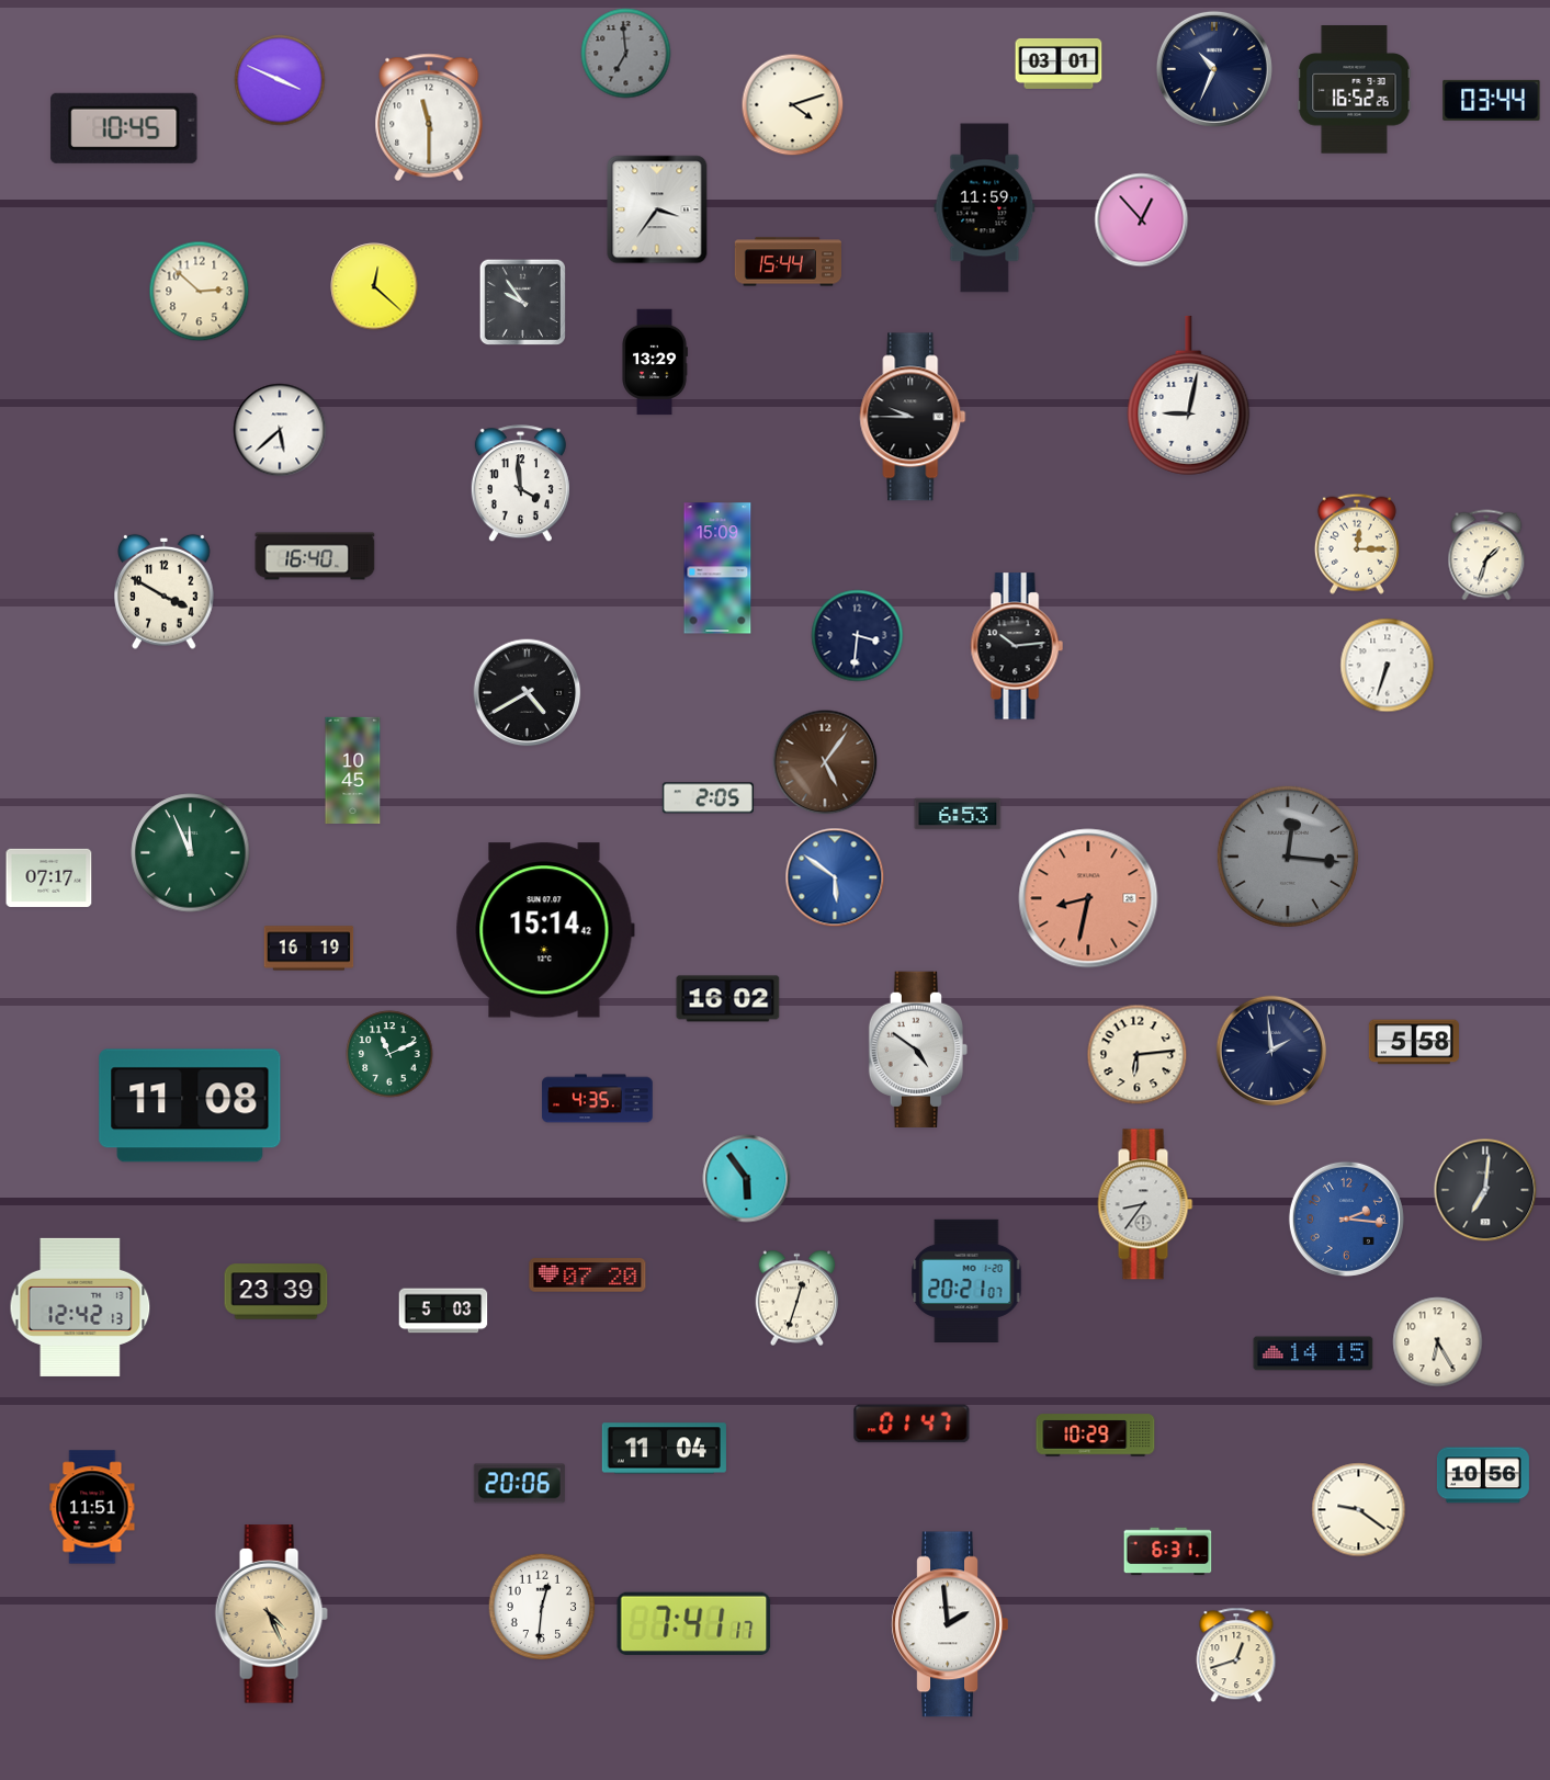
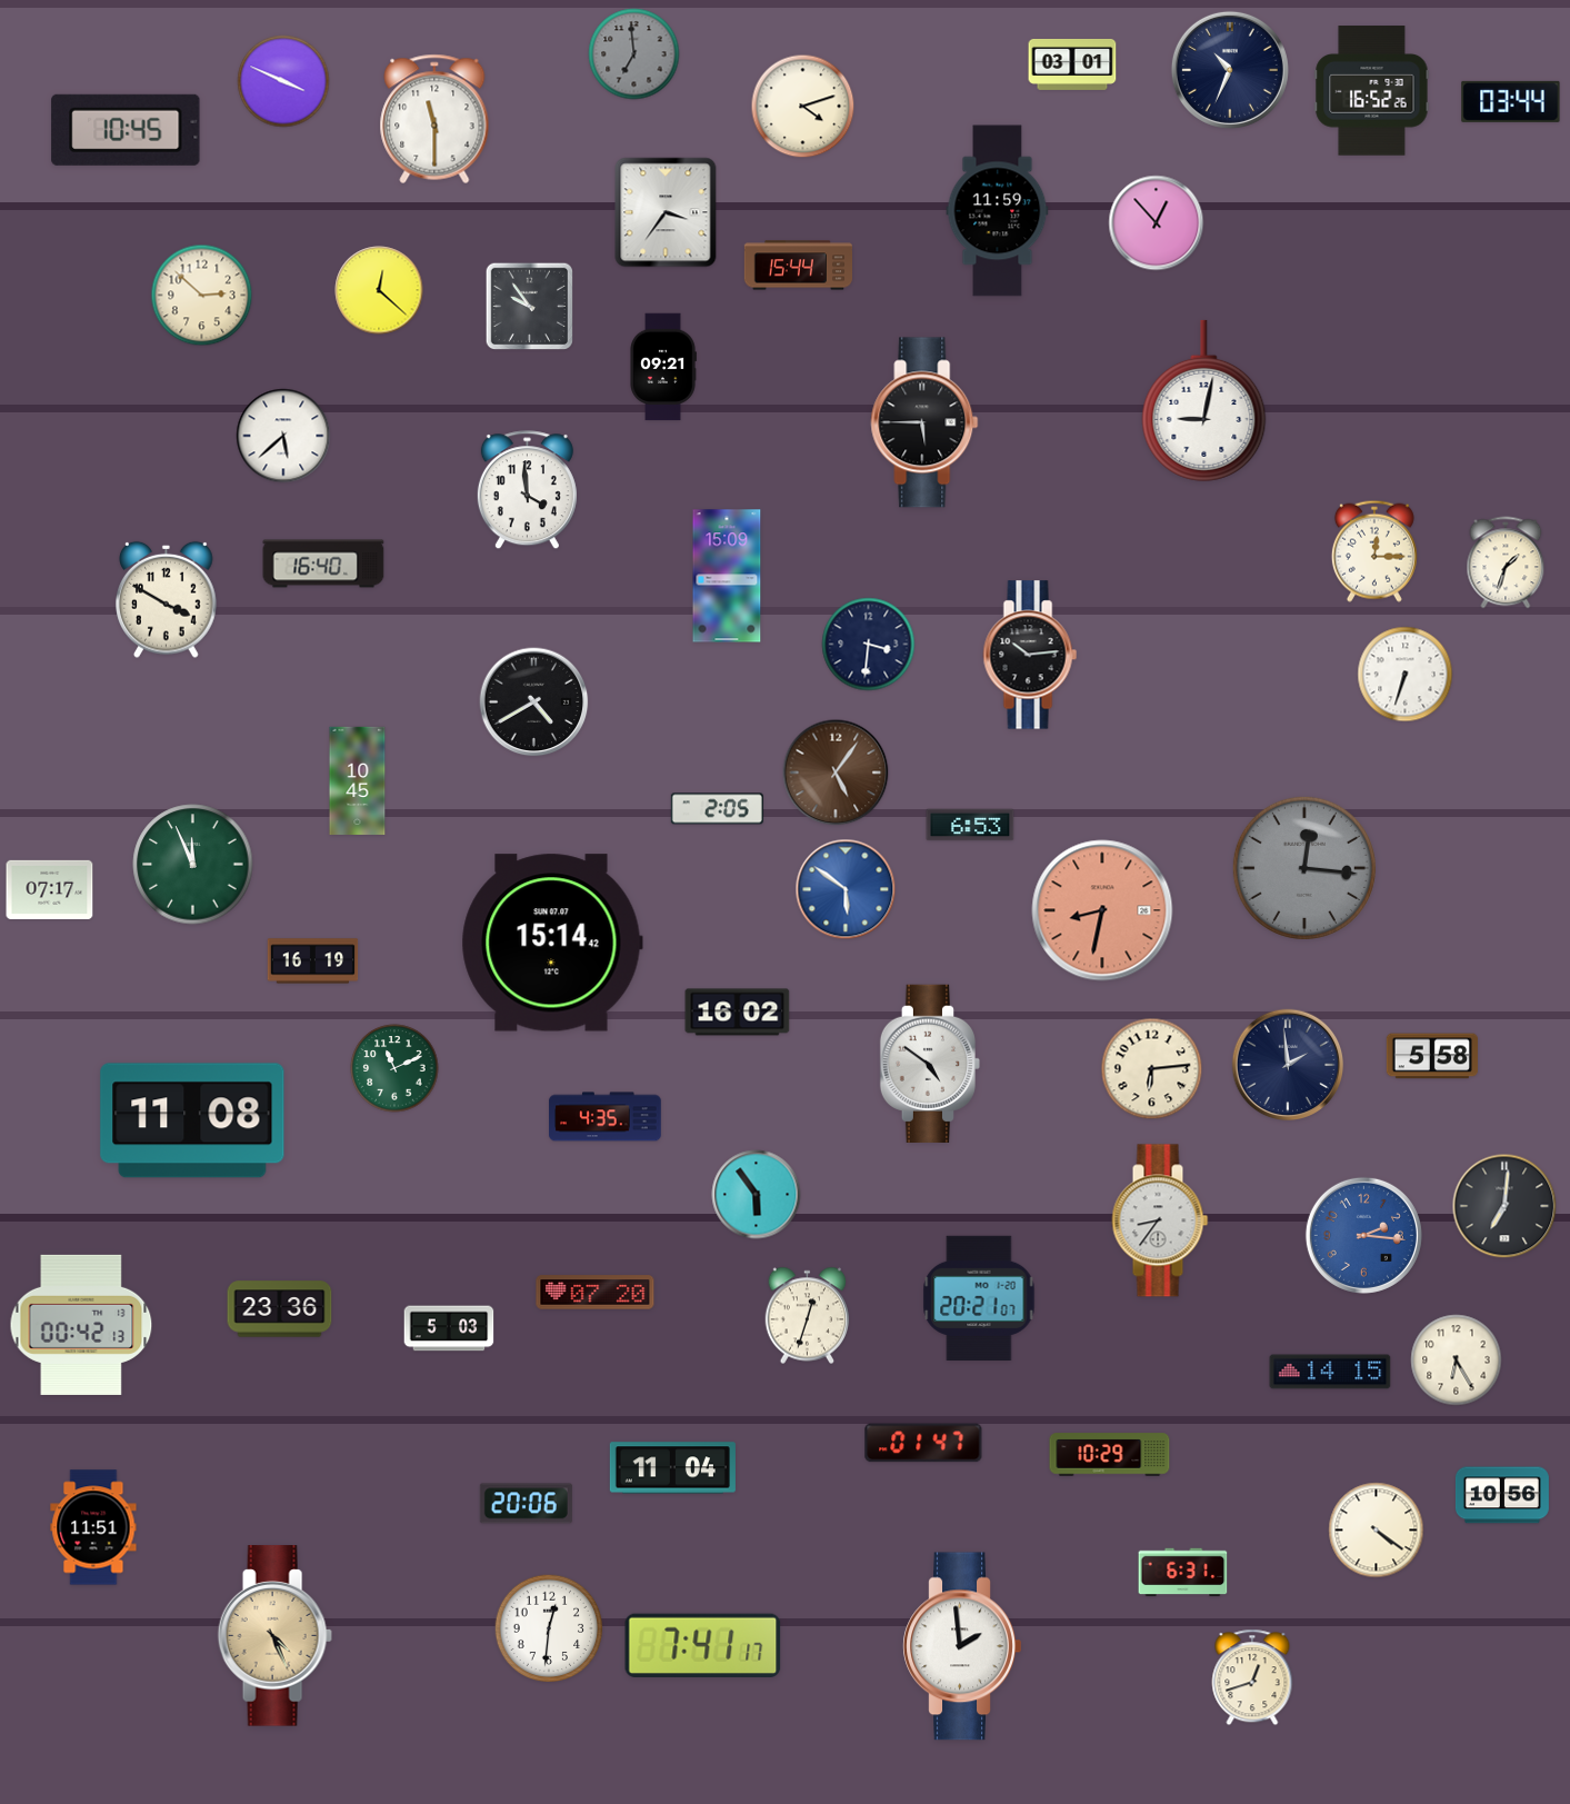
clock at (655, 362): 13:29 -> 09:21
clock at (913, 417): 9:45 -> 5:45
clock at (315, 556) position: (315, 556) -> (323, 564)
clock at (598, 1099) position: (598, 1099) -> (606, 1117)
clock at (276, 1292): 23:39 -> 23:36
clock at (80, 1307): 12:42 -> 00:42
clock at (1359, 1510): 9:21 -> 4:21
